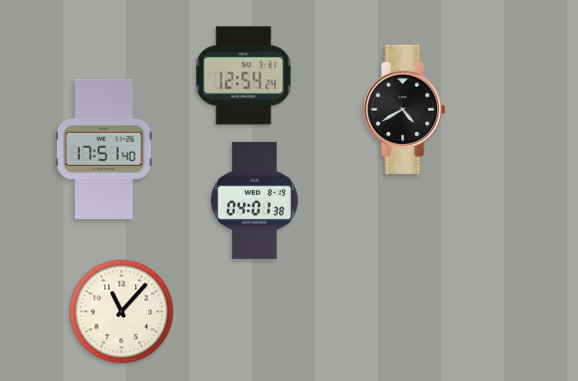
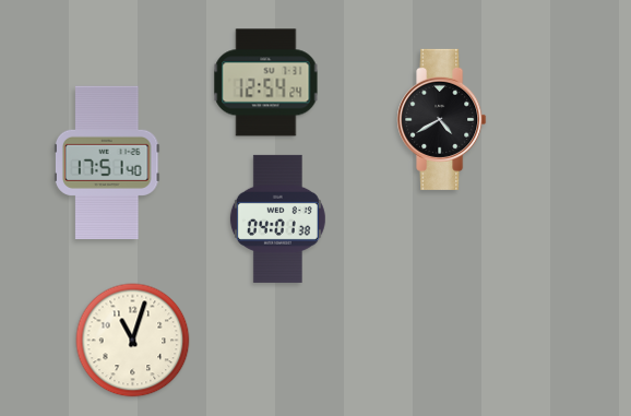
clock at (105, 148) position: (105, 148) -> (108, 162)
clock at (122, 312): 11:07 -> 11:03
